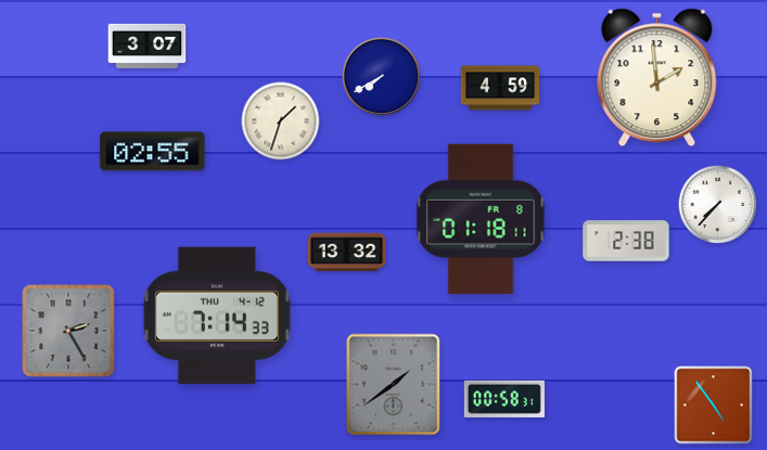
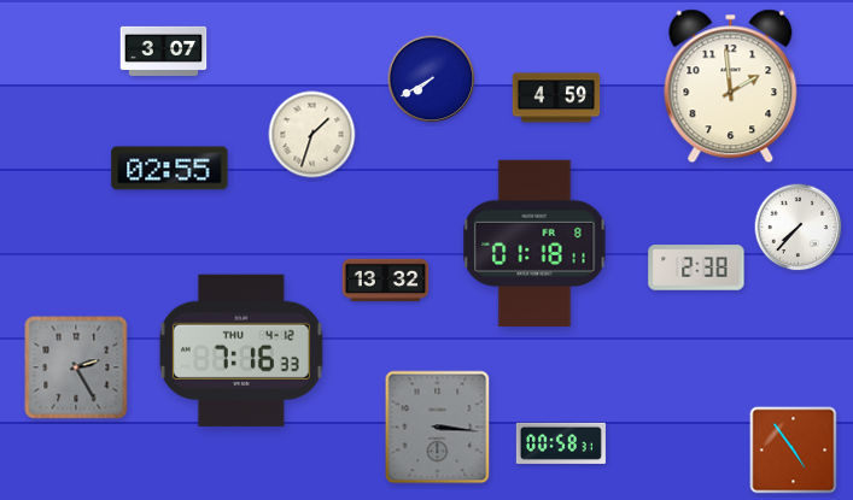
clock at (382, 77) position: (382, 77) -> (432, 80)
clock at (217, 316): 7:14 -> 7:16
clock at (394, 385): 1:39 -> 3:16
